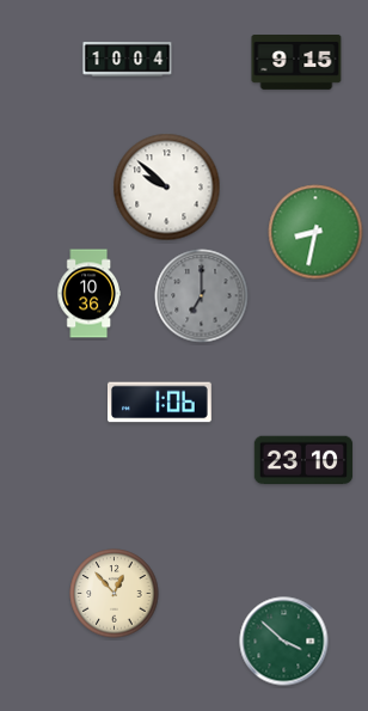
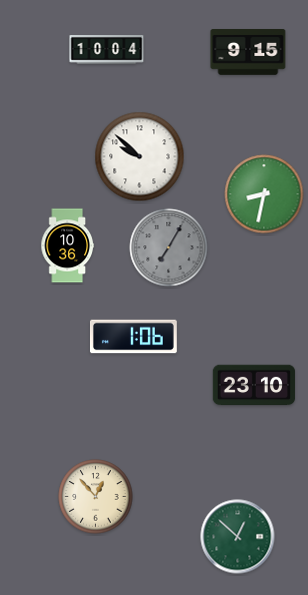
clock at (88, 294) position: (88, 294) -> (67, 246)
clock at (202, 296): 7:00 -> 7:05
clock at (284, 642): 3:52 -> 12:52
